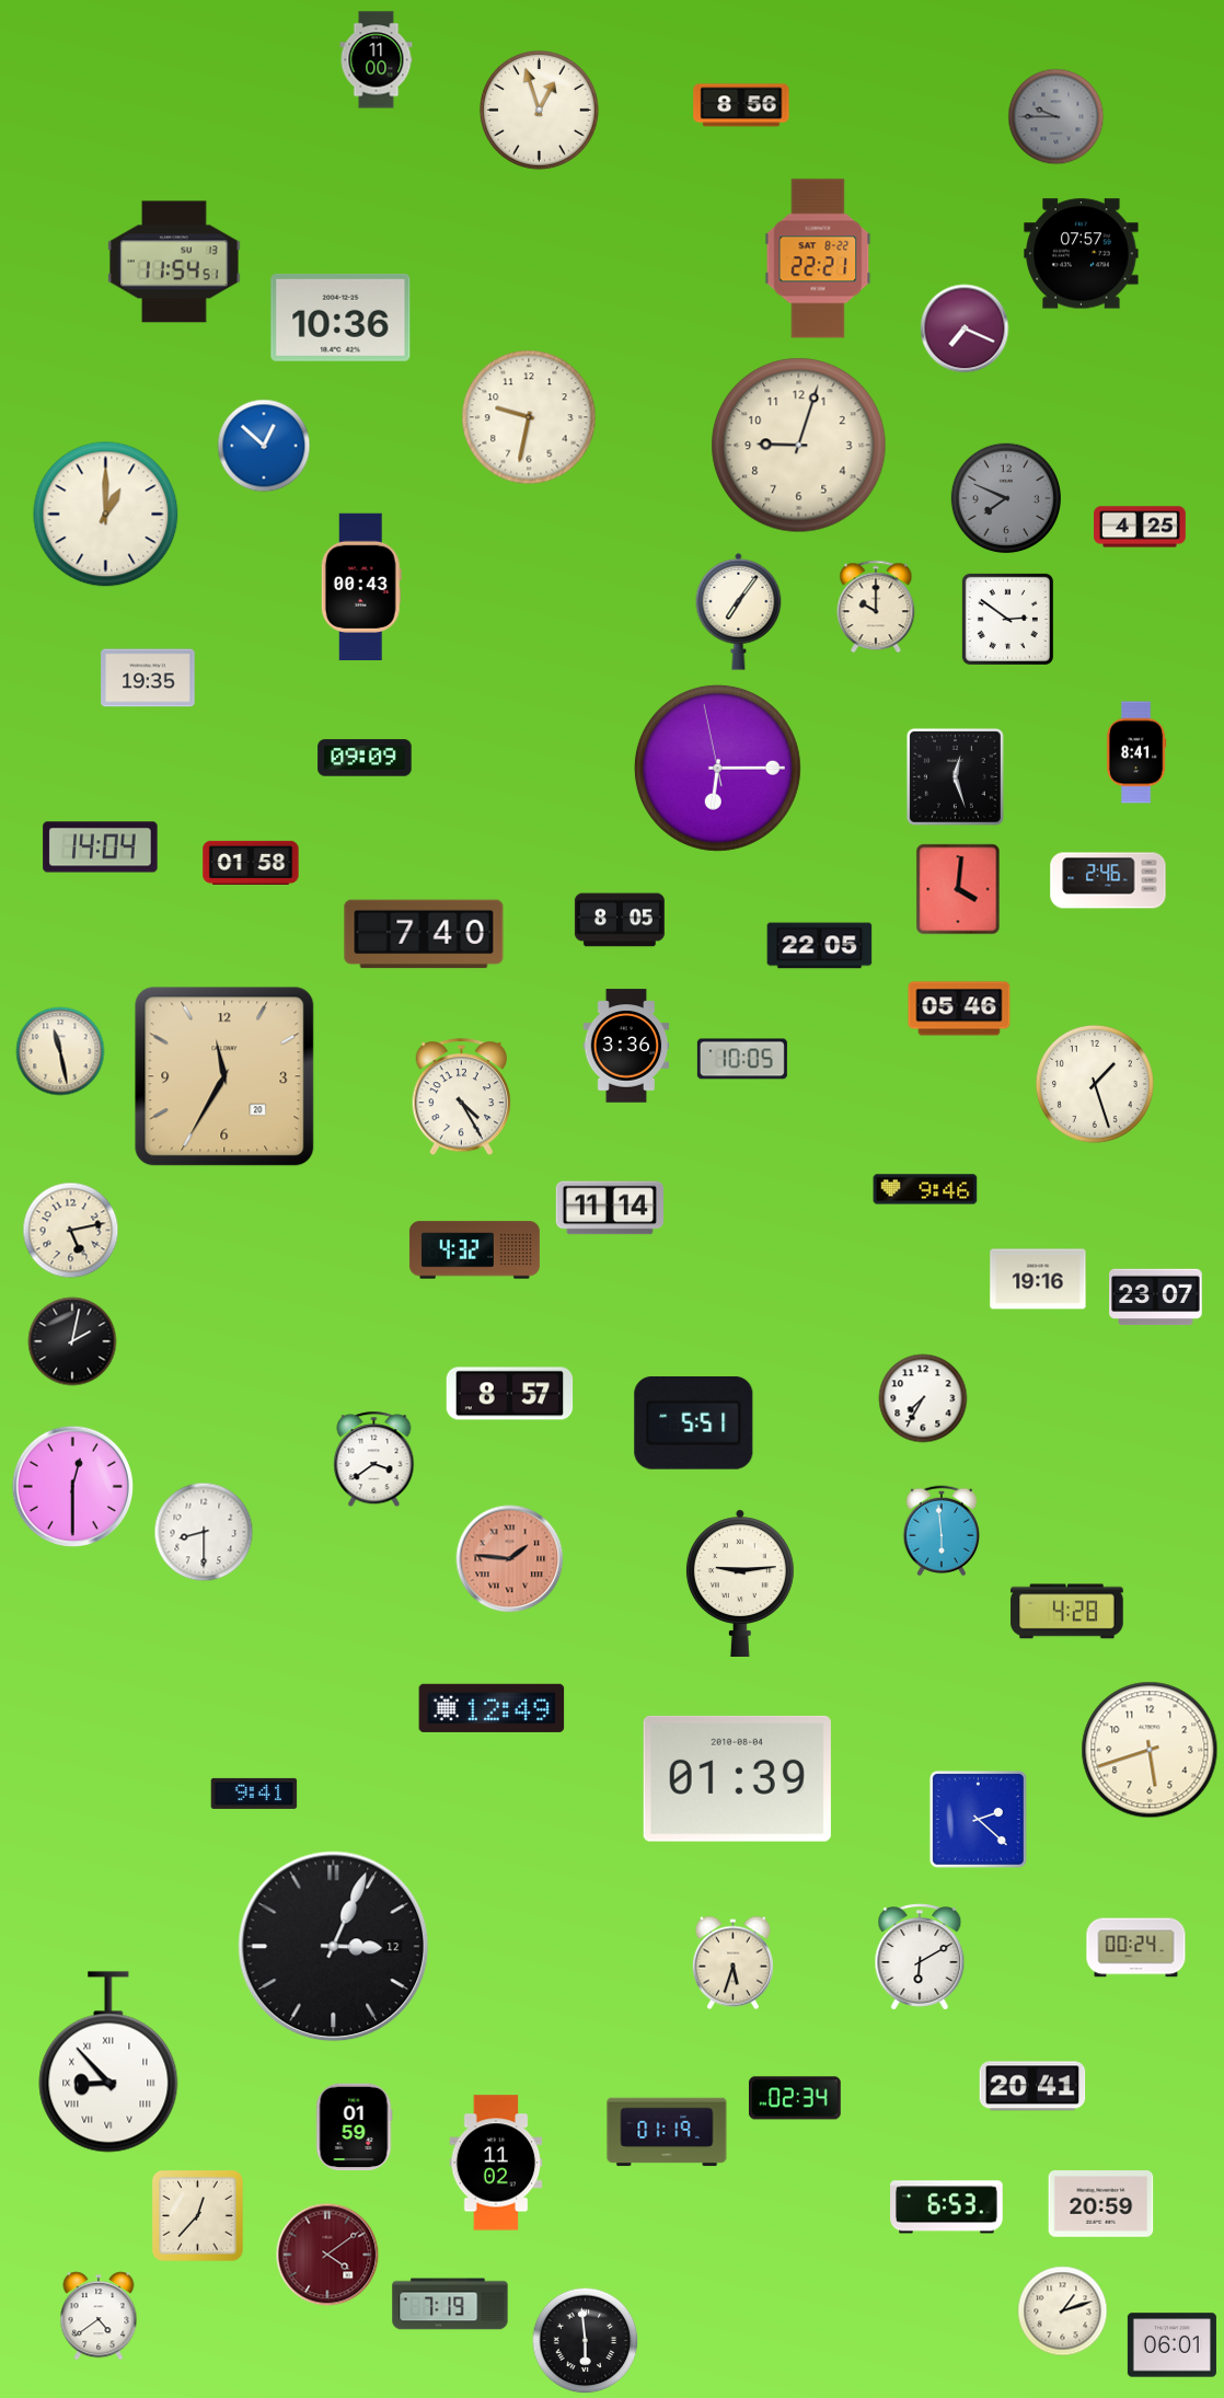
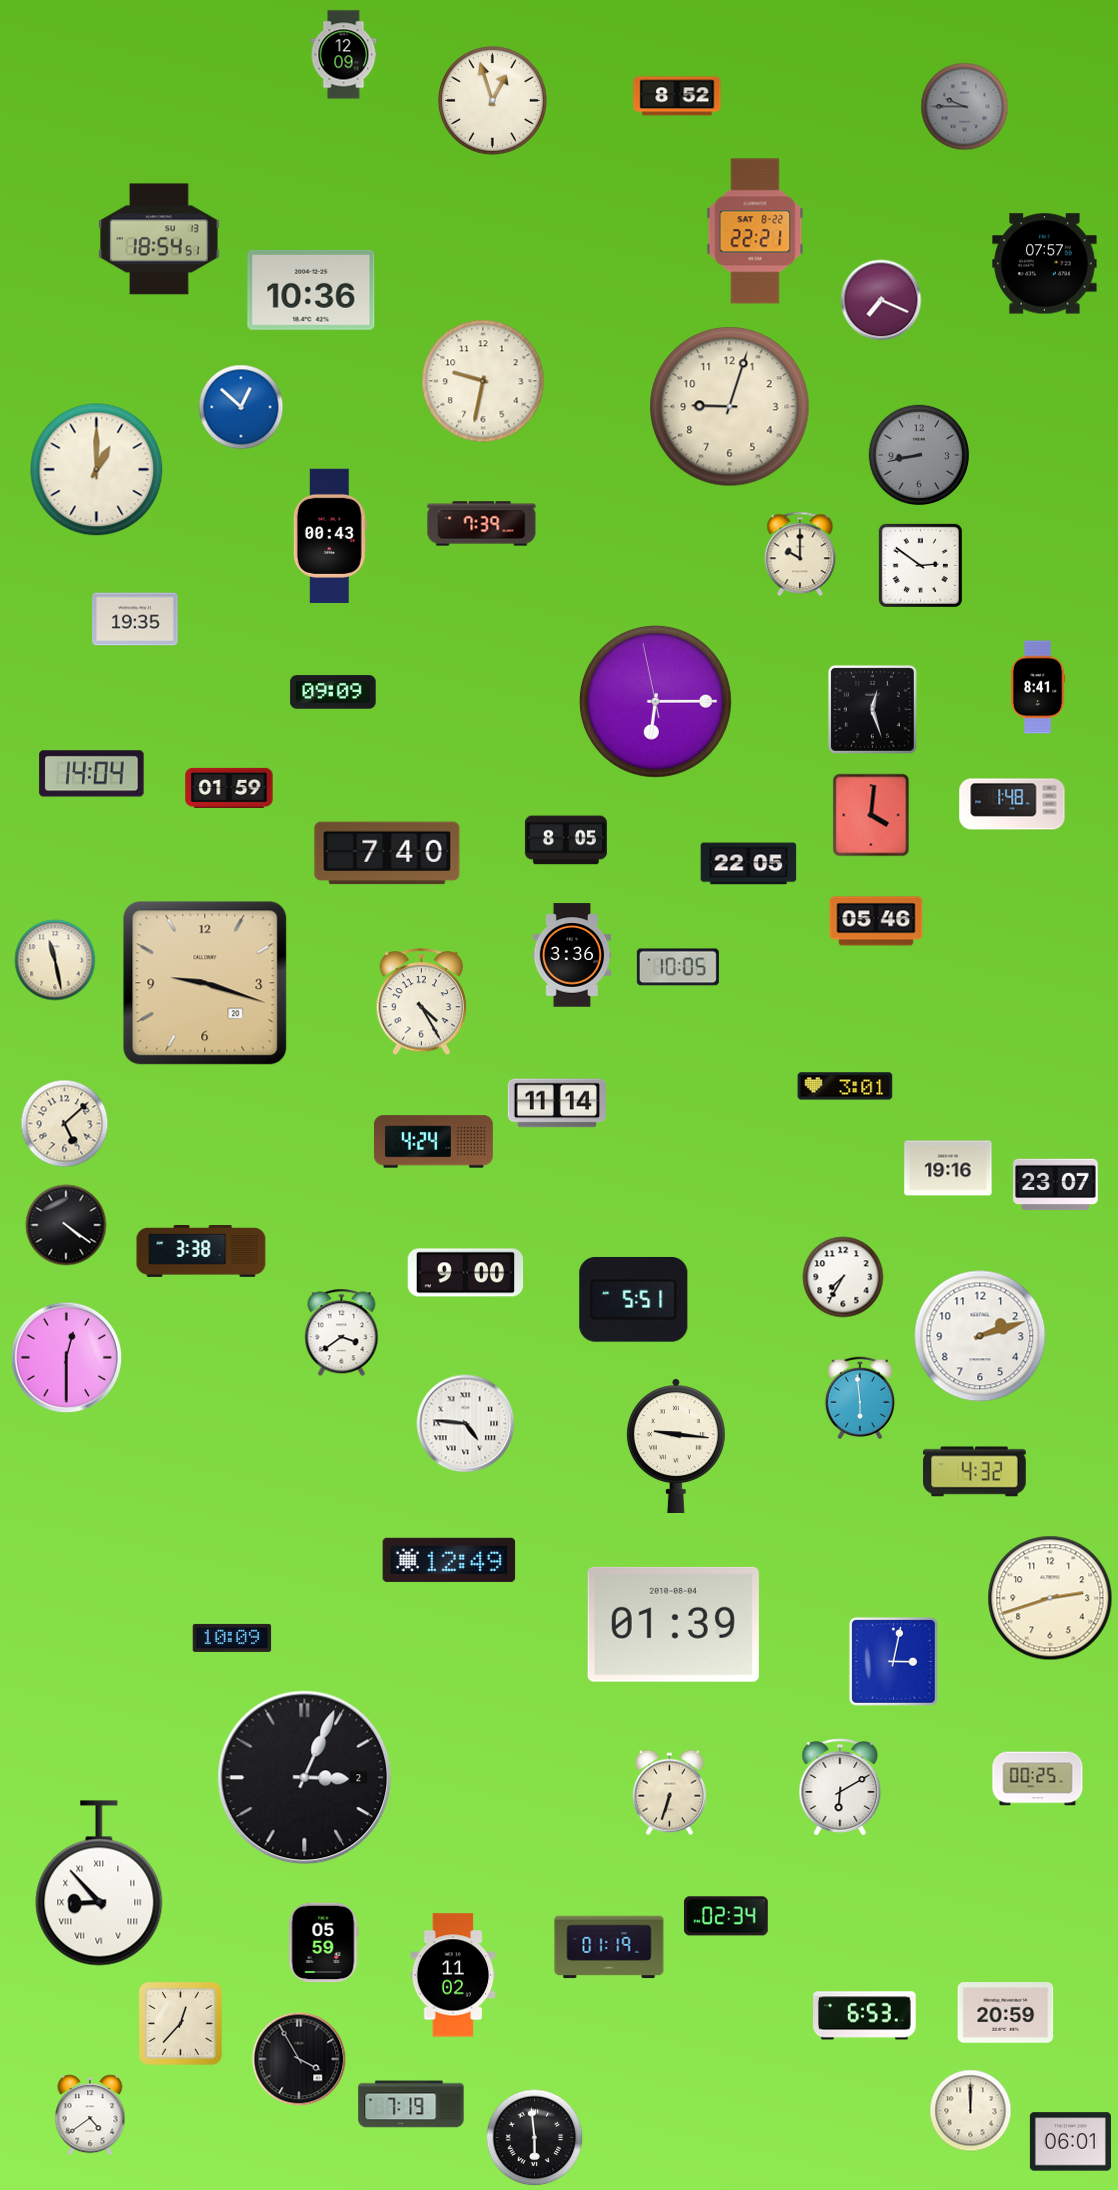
clock at (377, 60): 11:00 -> 12:09
clock at (741, 105): 8:56 -> 8:52
clock at (1082, 254) position: (1082, 254) -> (1045, 264)
clock at (818, 258) position: (818, 258) -> (755, 231)
clock at (174, 262): 11:54 -> 18:54
clock at (1005, 497): 7:49 -> 8:43
clock at (1140, 527): 4:25 -> none
clock at (482, 524): none -> 7:39
clock at (739, 611): 7:06 -> none
clock at (251, 863): 01:58 -> 01:59
clock at (1108, 880): 2:46 -> 1:48
clock at (958, 889) position: (958, 889) -> (871, 815)
clock at (224, 1076): 11:35 -> 9:18
clock at (1095, 1084): 1:27 -> none
clock at (925, 1189): 9:46 -> 3:01
clock at (71, 1231): 5:13 -> 5:08
clock at (474, 1250): 4:32 -> 4:24
clock at (72, 1341): 2:02 -> 4:21
clock at (201, 1252): none -> 3:38
clock at (510, 1394): 8:57 -> 9:00
clock at (980, 1336): none -> 2:12
clock at (204, 1532): 8:30 -> none
clock at (510, 1559): 1:46 -> 4:46
clock at (510, 1559) dial: salmon -> white
clock at (740, 1582): 9:14 -> 9:16
clock at (1067, 1612): 4:28 -> 4:32
clock at (1150, 1750): 5:42 -> 2:42
clock at (254, 1794): 9:41 -> 10:09
clock at (978, 1819): 2:22 -> 3:02
clock at (334, 1947) date: 12 -> 2
clock at (1136, 1948): 00:24 -> 00:25
clock at (732, 1963): 5:33 -> 6:33
clock at (1032, 2086): 20:41 -> none
clock at (354, 2128): 01:59 -> 05:59
clock at (327, 2255): 4:09 -> 3:55
clock at (327, 2255) dial: burgundy -> black
clock at (1063, 2311): 1:12 -> 12:00
